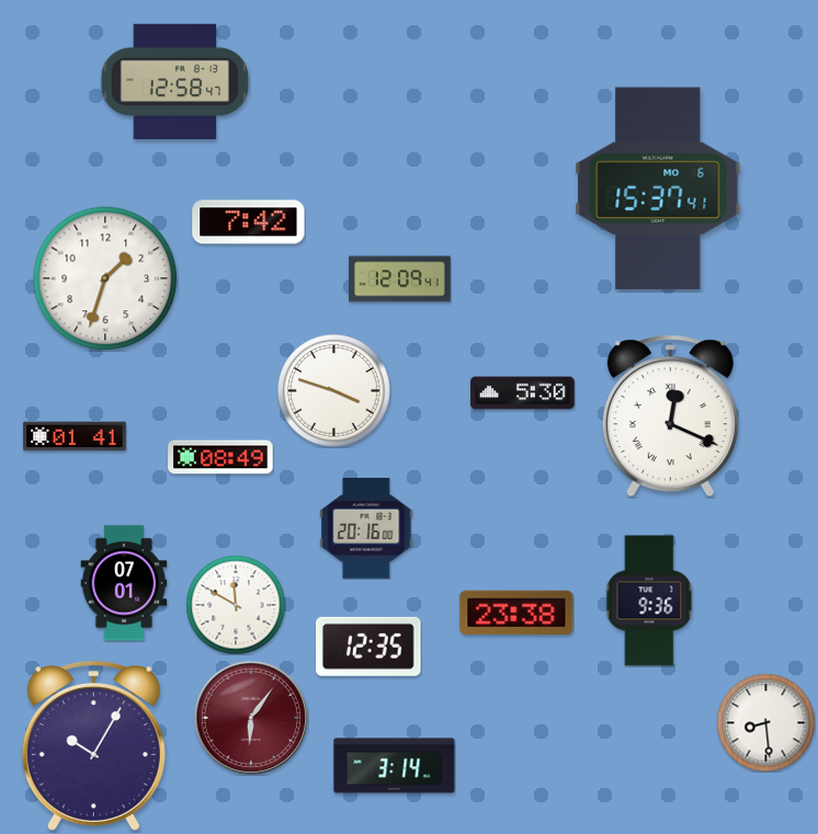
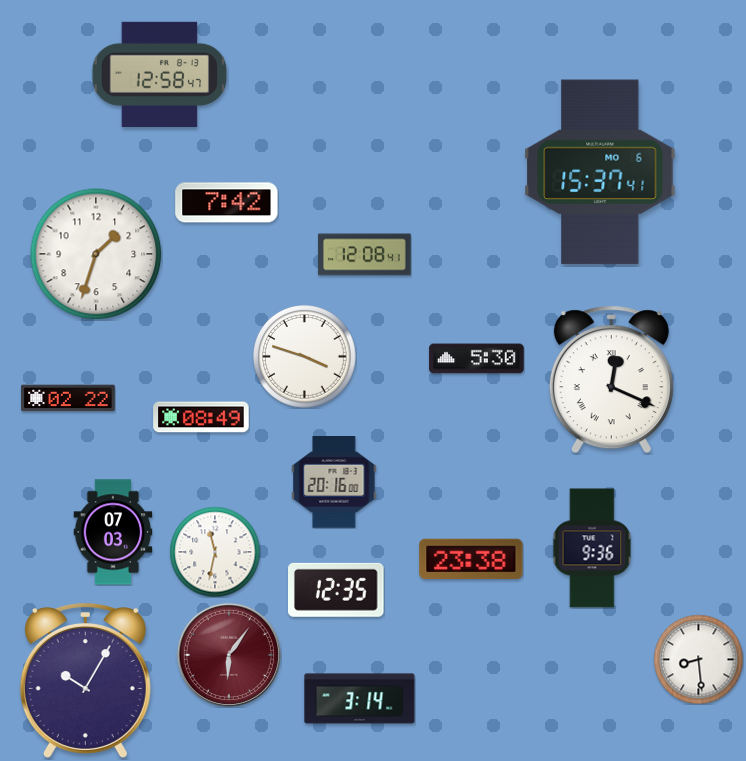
clock at (400, 279): 12:09 -> 12:08
clock at (75, 436): 01:41 -> 02:22
clock at (124, 583): 07:01 -> 07:03
clock at (236, 605): 11:50 -> 11:32
